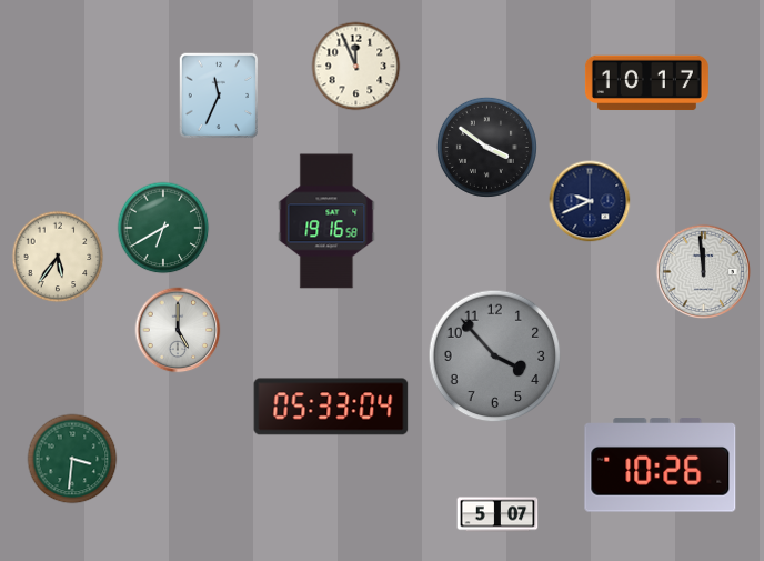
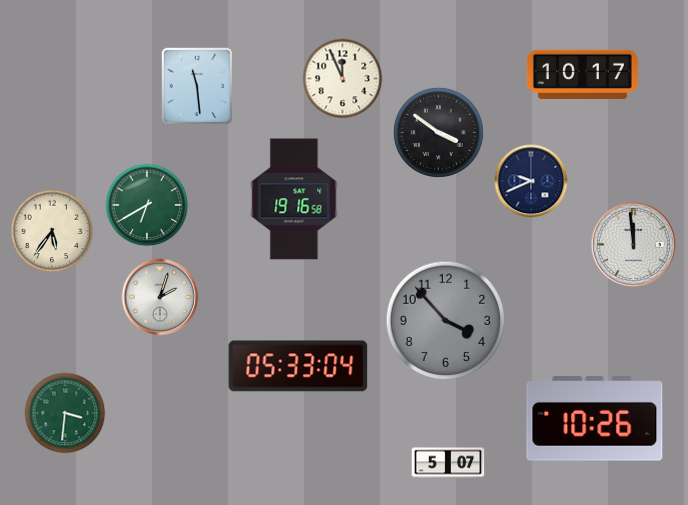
clock at (356, 67) position: (356, 67) -> (343, 79)
clock at (219, 96): 11:34 -> 11:29
clock at (178, 330): 5:00 -> 2:03
